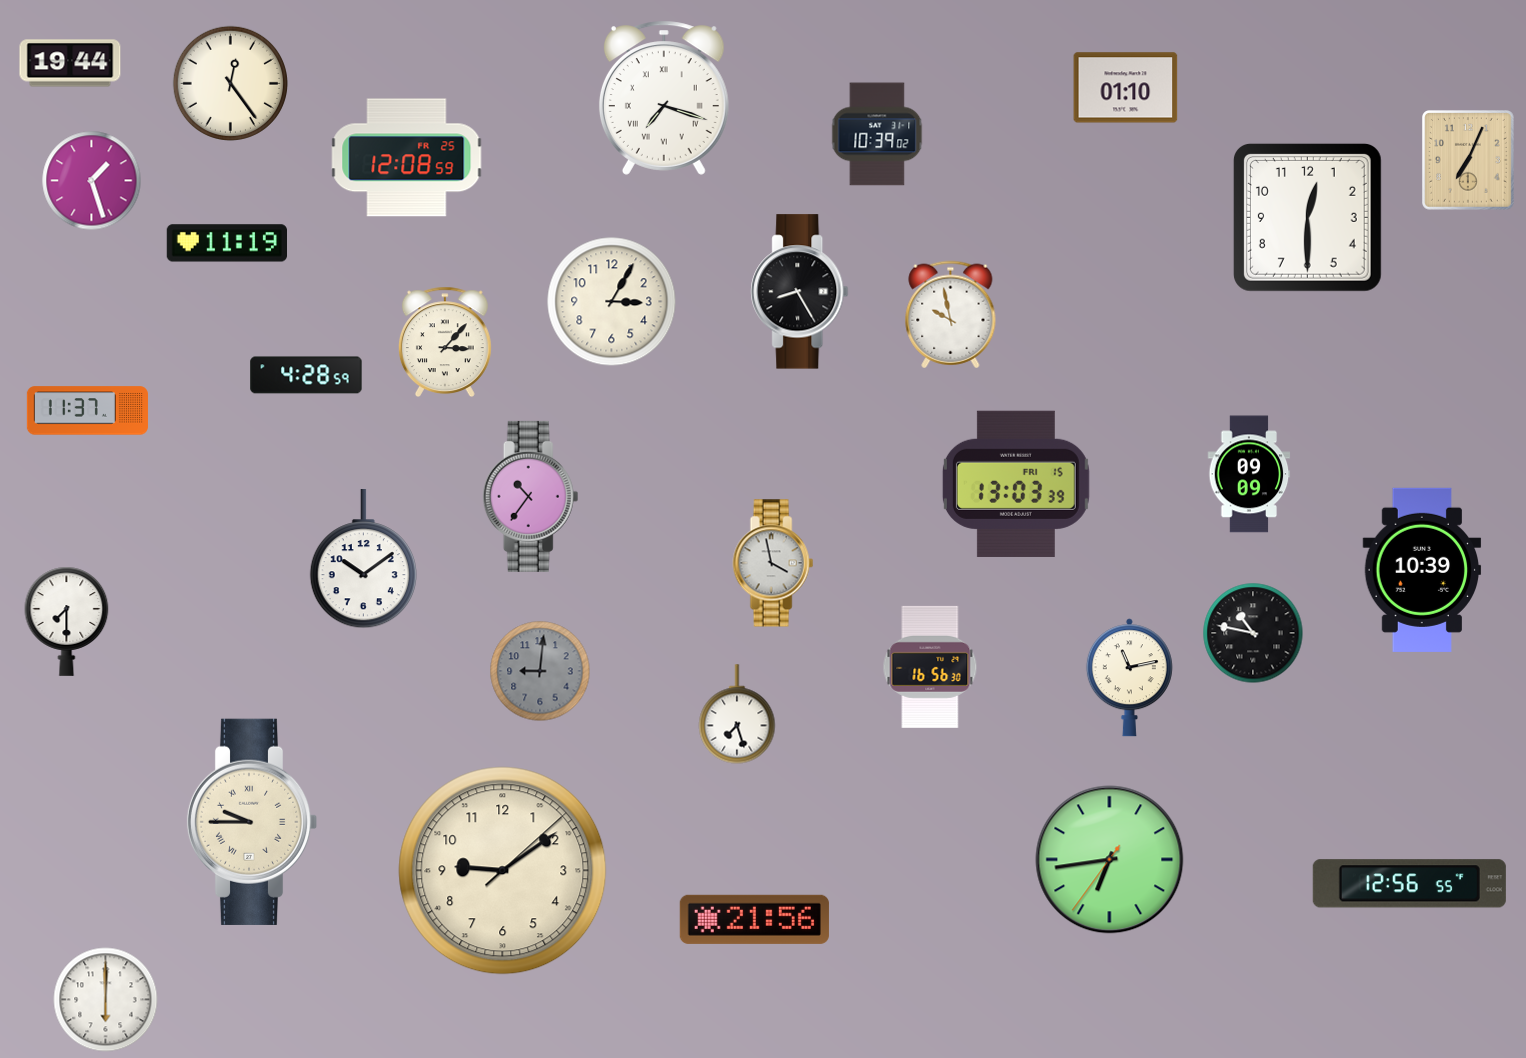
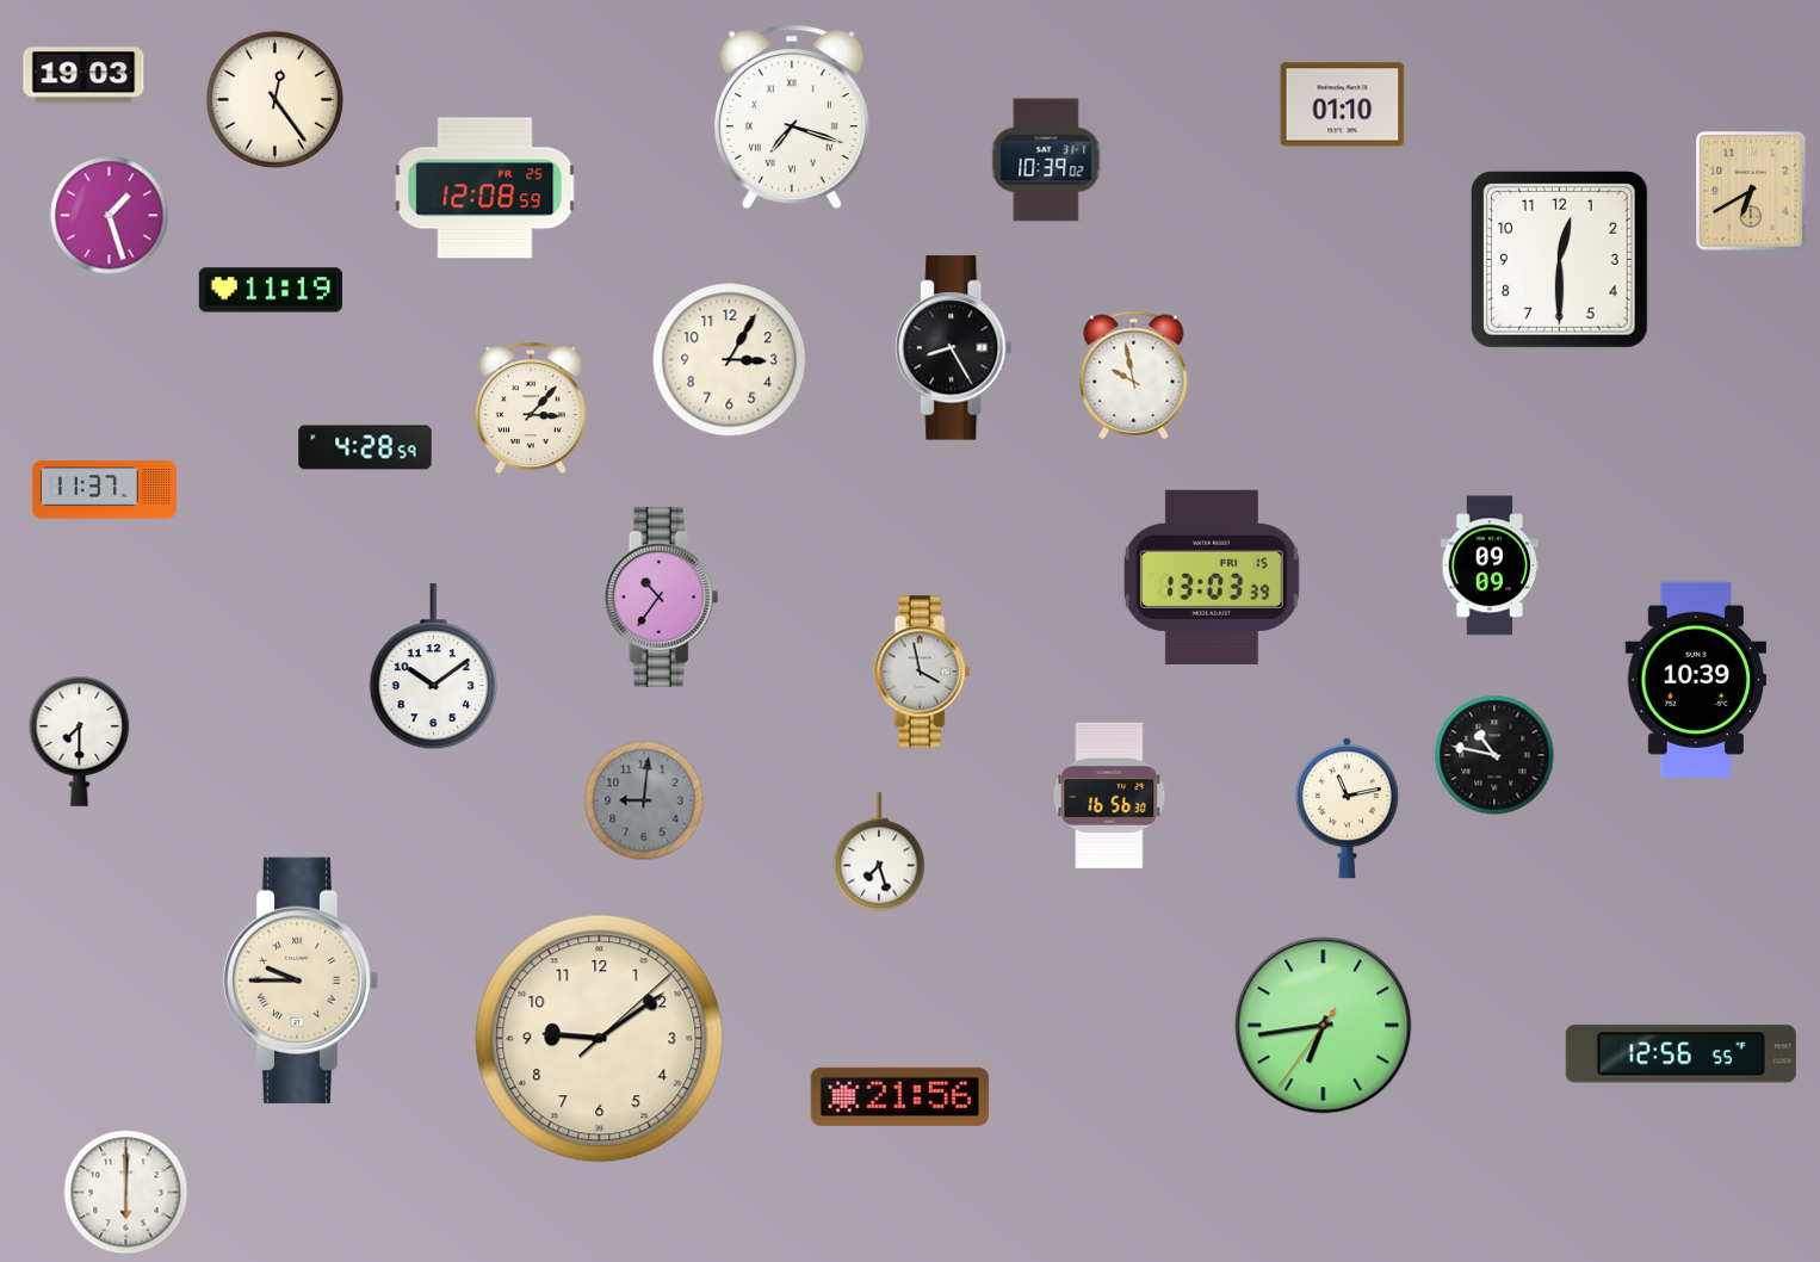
clock at (70, 63): 19:44 -> 19:03
clock at (1469, 161): 7:04 -> 6:40
clock at (531, 496) position: (531, 496) -> (662, 596)
